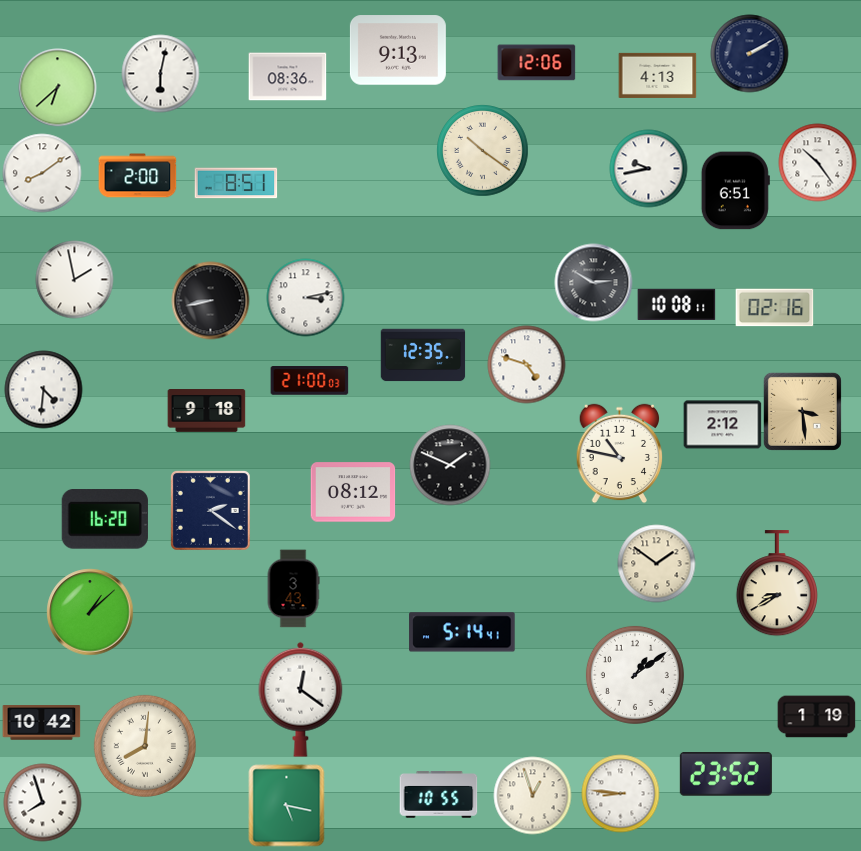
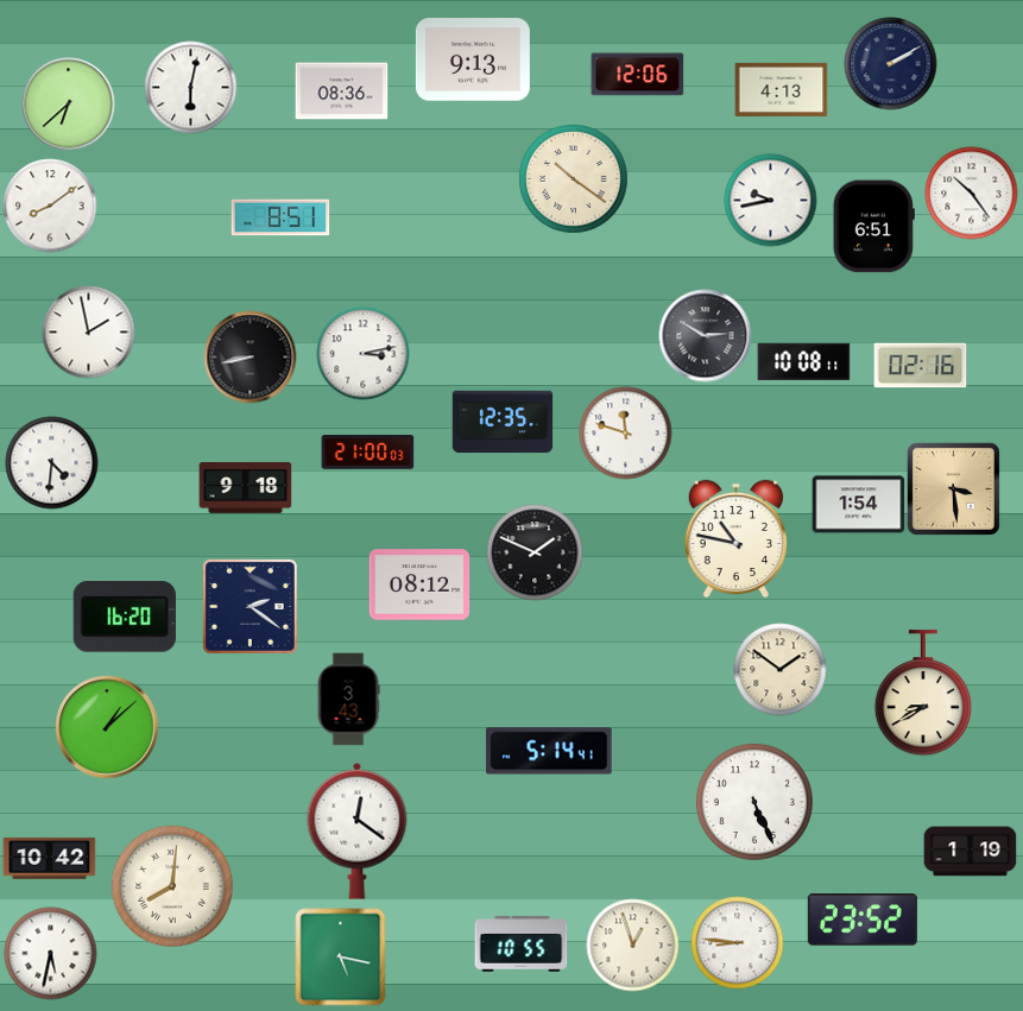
clock at (137, 176): 2:00 -> none
clock at (526, 364): 4:48 -> 11:48
clock at (722, 425): 2:12 -> 1:54
clock at (635, 675): 1:09 -> 5:26
clock at (42, 802): 7:57 -> 5:32
